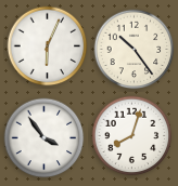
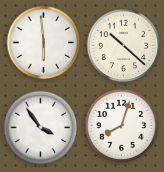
clock at (48, 46): 6:04 -> 5:59
clock at (135, 50): 10:24 -> 10:22
